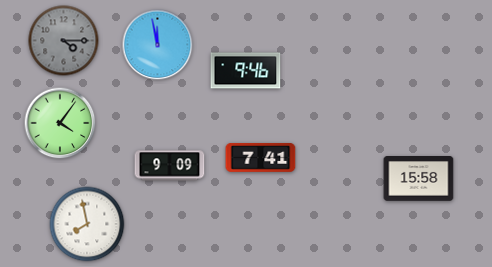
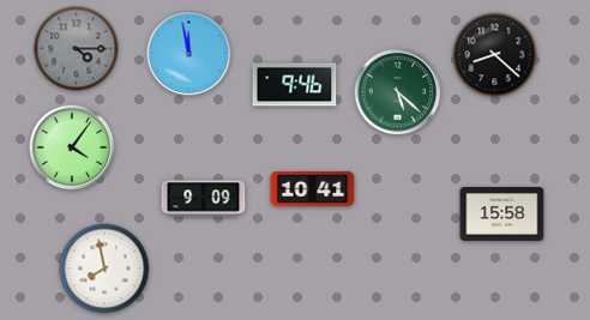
clock at (495, 55): none -> 8:22
clock at (398, 92): none -> 5:22
clock at (261, 158): 7:41 -> 10:41
